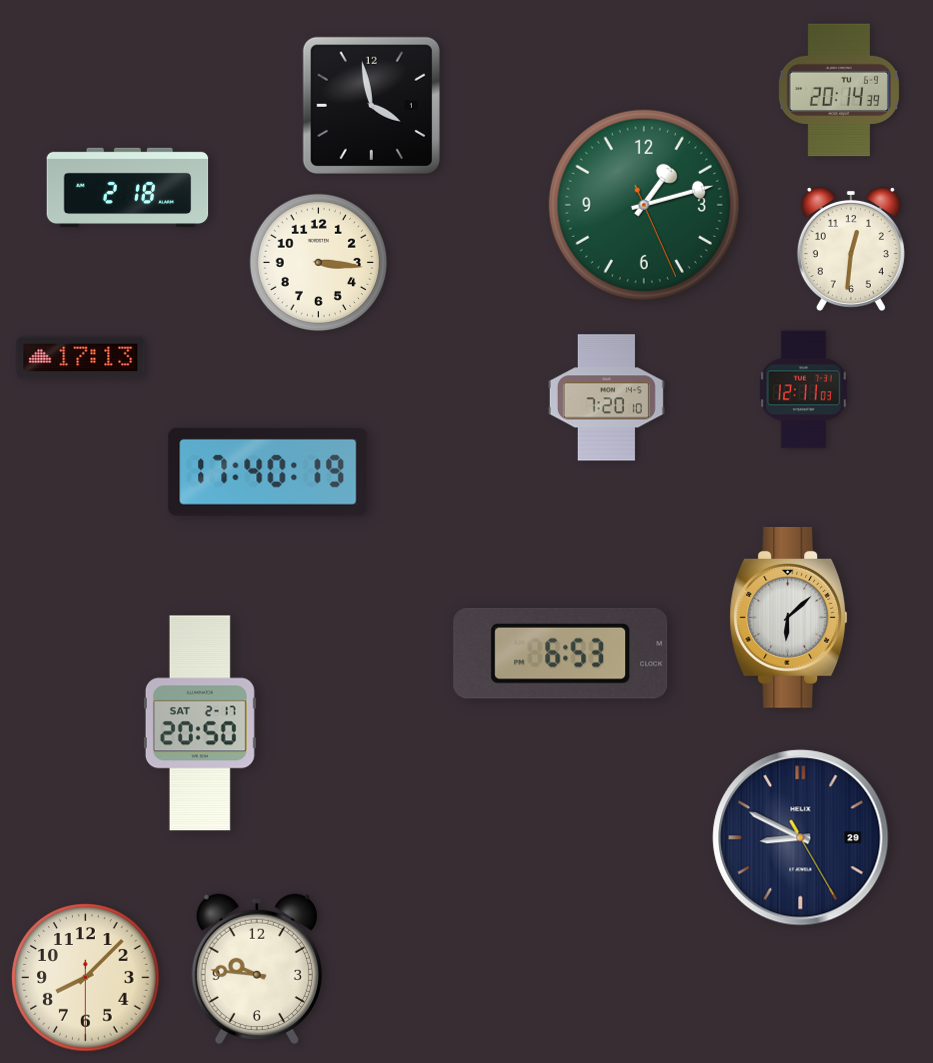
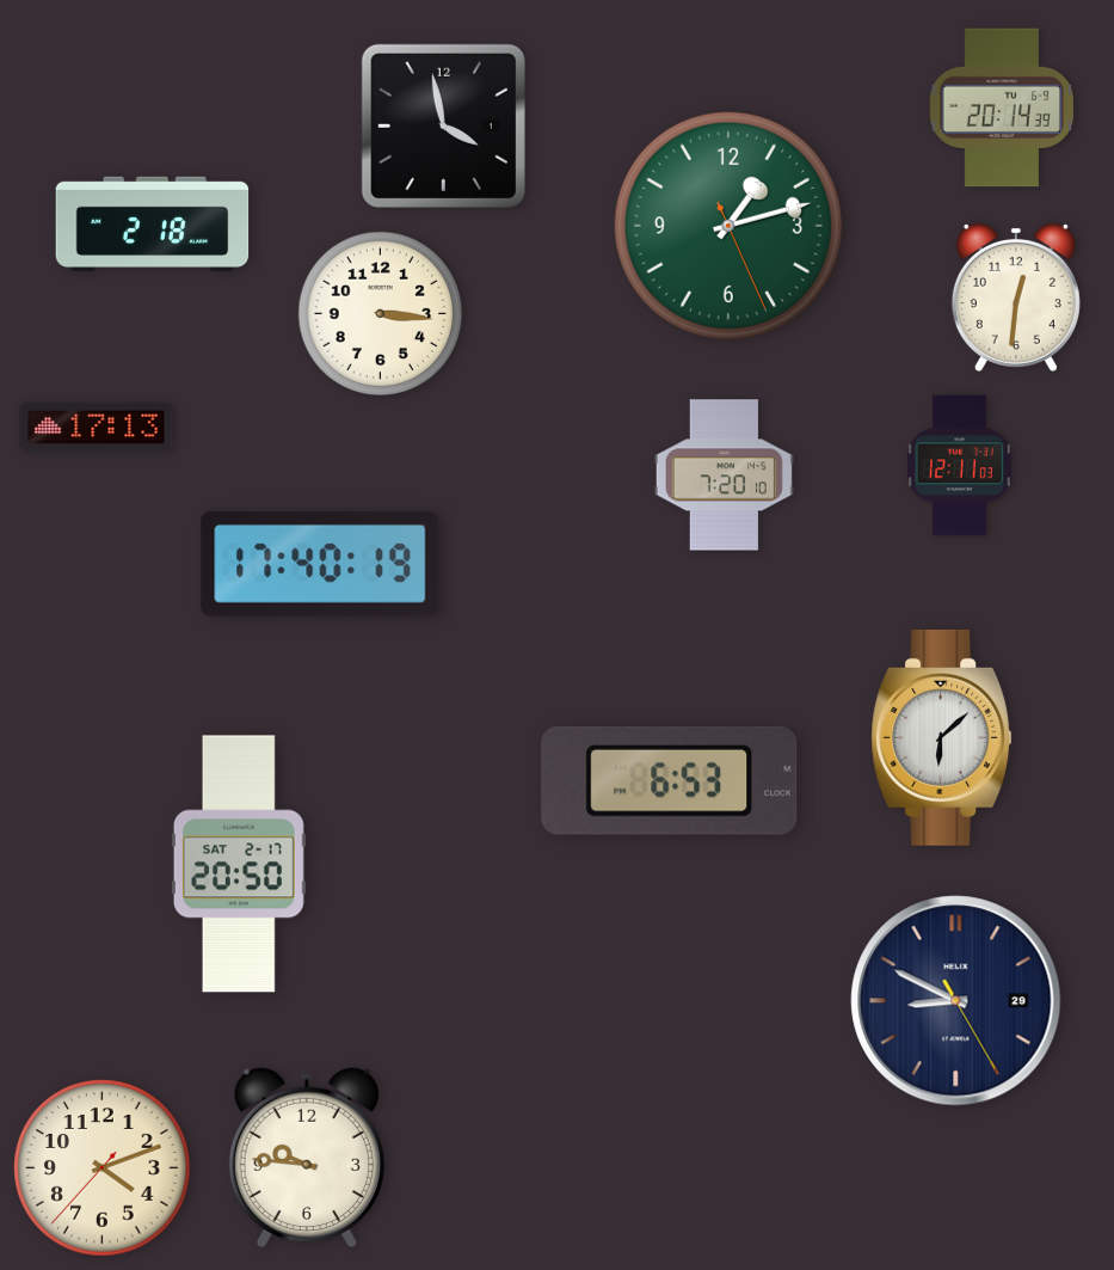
clock at (644, 205) position: (644, 205) -> (728, 226)
clock at (86, 978): 8:07 -> 4:11
